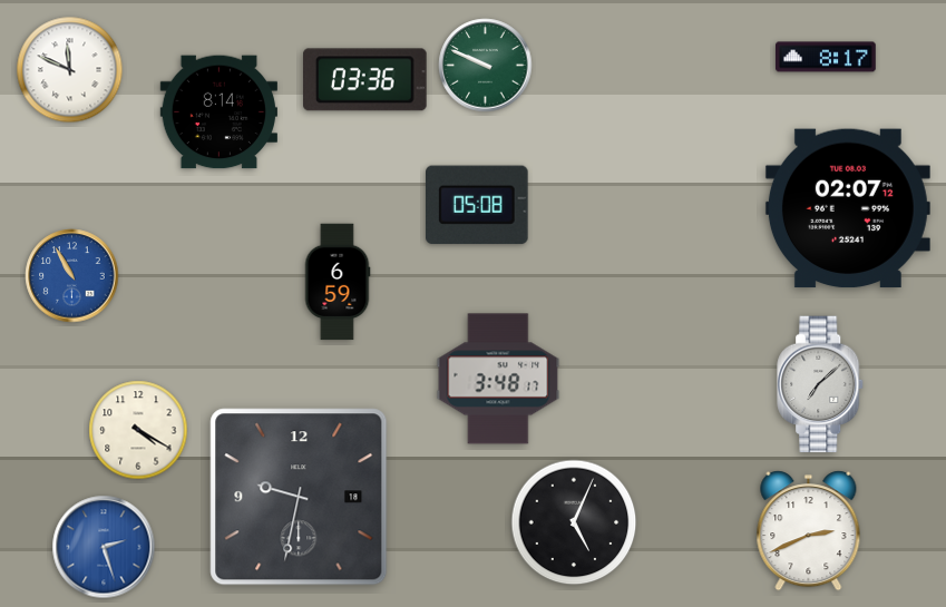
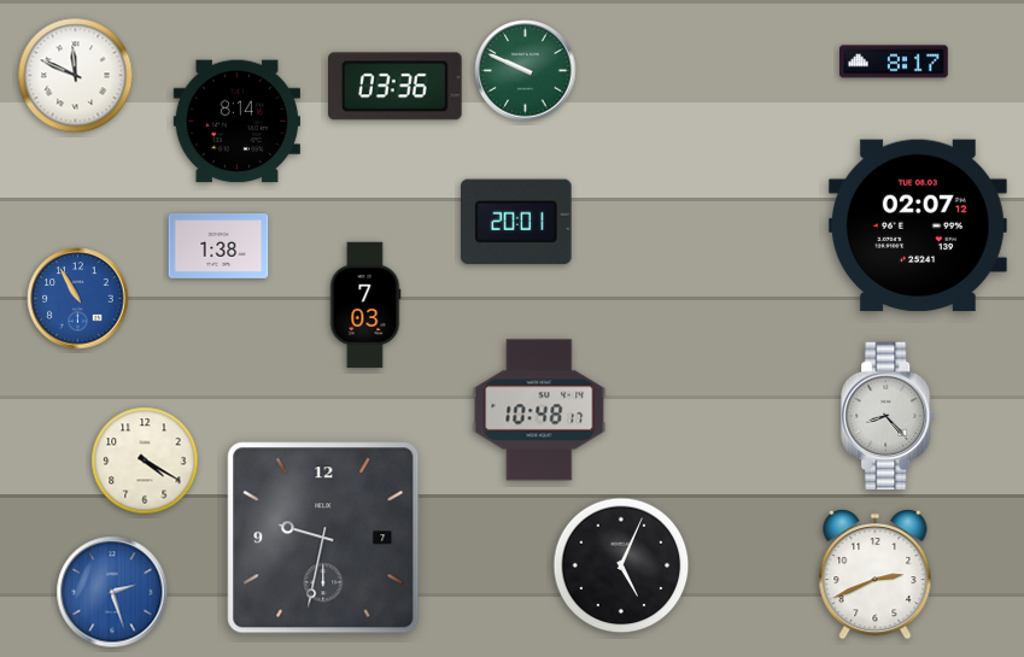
clock at (477, 205): 05:08 -> 20:01
clock at (218, 247): none -> 1:38
clock at (338, 282): 6:59 -> 7:03
clock at (498, 379): 3:48 -> 10:48
clock at (821, 384): 7:08 -> 8:23
clock at (138, 430) position: (138, 430) -> (145, 461)
clock at (299, 497) date: 18 -> 7
